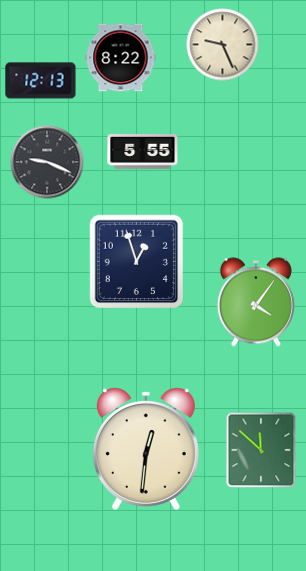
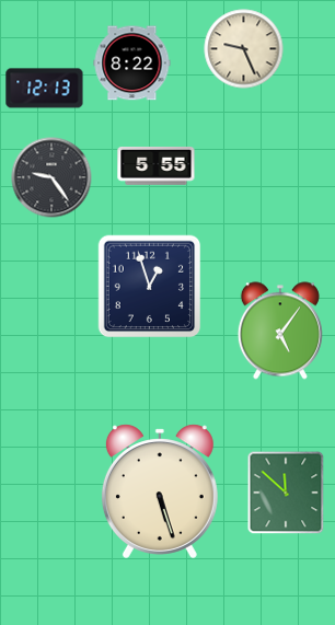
clock at (47, 162): 9:19 -> 9:24
clock at (256, 302): 4:06 -> 5:06
clock at (146, 449): 12:31 -> 5:27
